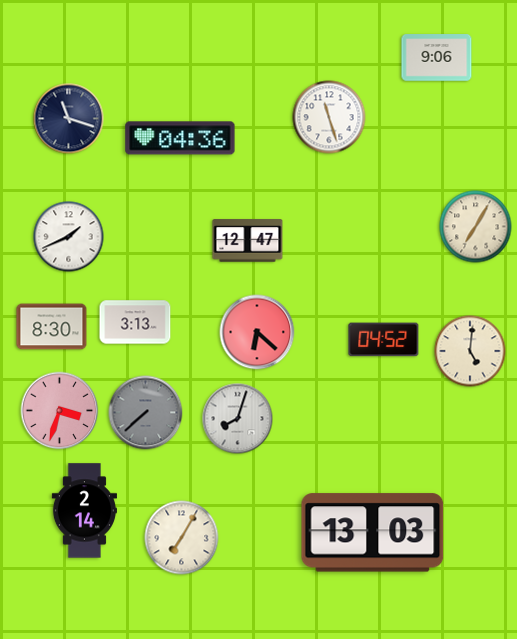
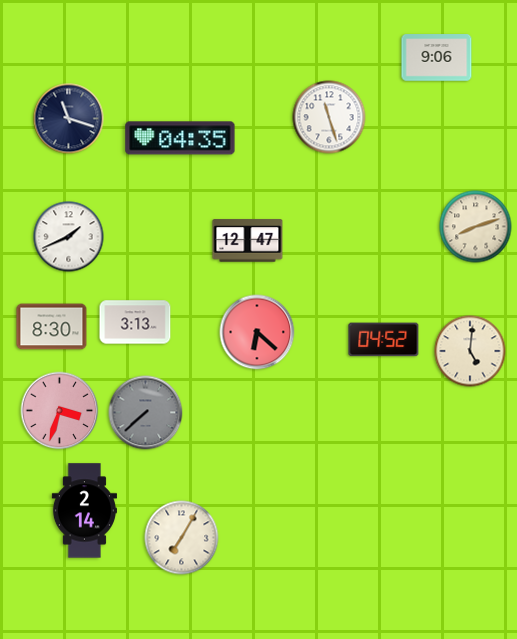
clock at (180, 138): 04:36 -> 04:35
clock at (476, 227): 7:05 -> 8:12
clock at (238, 419): 8:03 -> none
clock at (373, 533): 13:03 -> none
